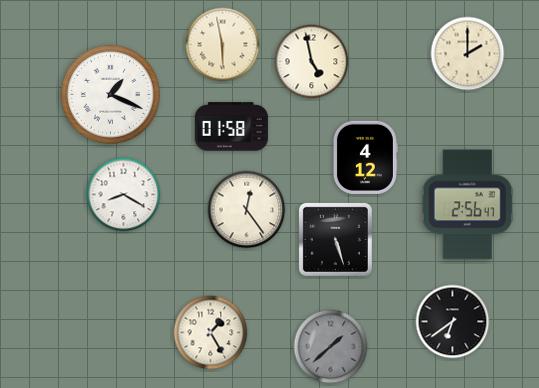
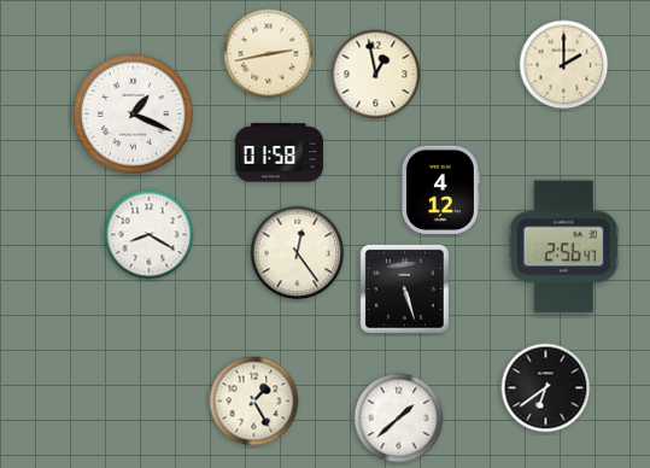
clock at (223, 45): 5:58 -> 2:43
clock at (312, 62): 4:58 -> 12:58
clock at (331, 347) dial: grey -> white
